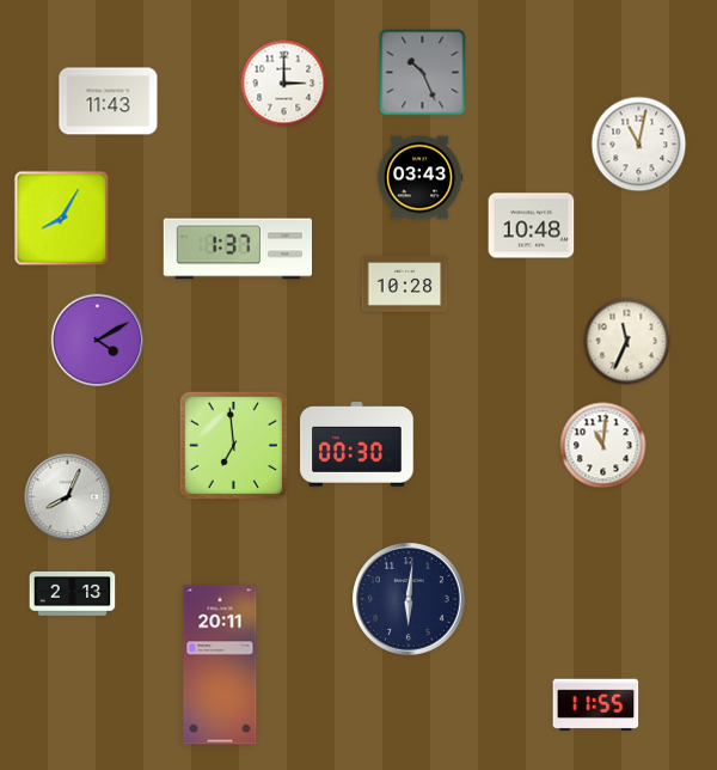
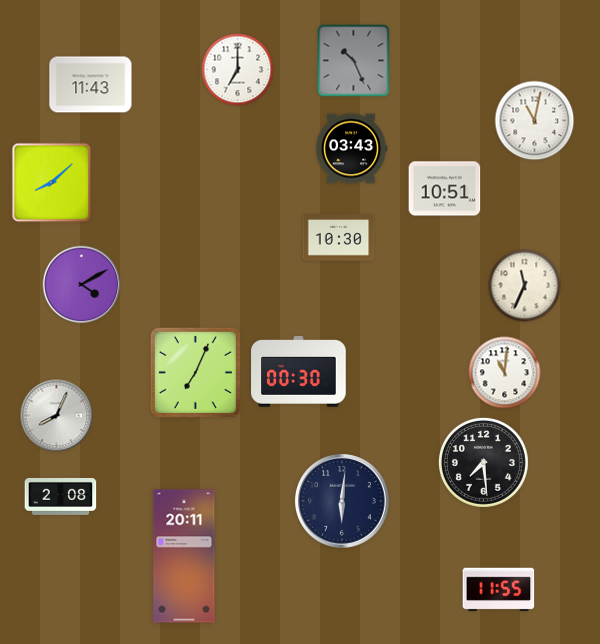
clock at (284, 84): 3:00 -> 7:00
clock at (62, 219): 8:05 -> 8:08
clock at (532, 226): 10:48 -> 10:51
clock at (237, 249): 1:37 -> none
clock at (405, 285): 10:28 -> 10:30
clock at (233, 445): 6:59 -> 7:04
clock at (483, 462): none -> 7:29
clock at (73, 593): 2:13 -> 2:08
